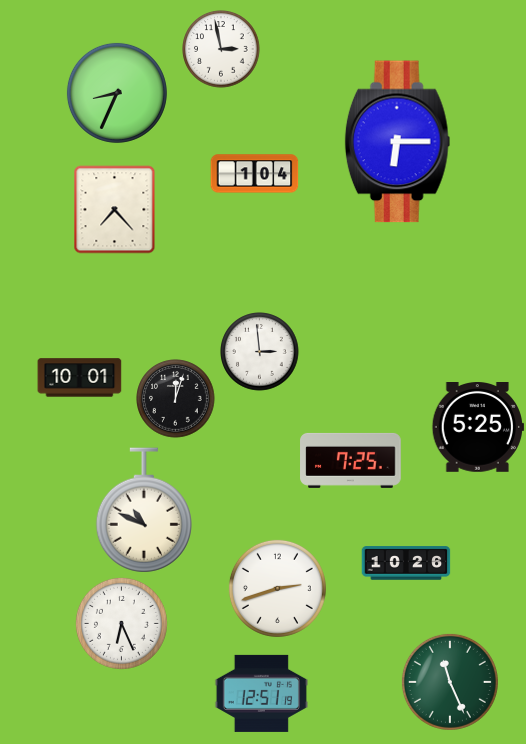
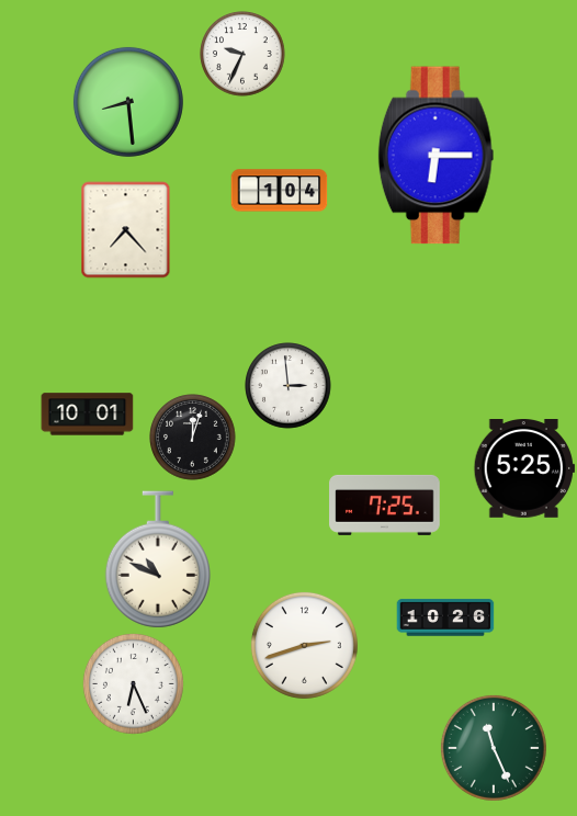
clock at (221, 49): 2:58 -> 9:34
clock at (117, 93): 8:34 -> 8:29
clock at (260, 352) position: (260, 352) -> (288, 386)
clock at (261, 693): 12:51 -> none
